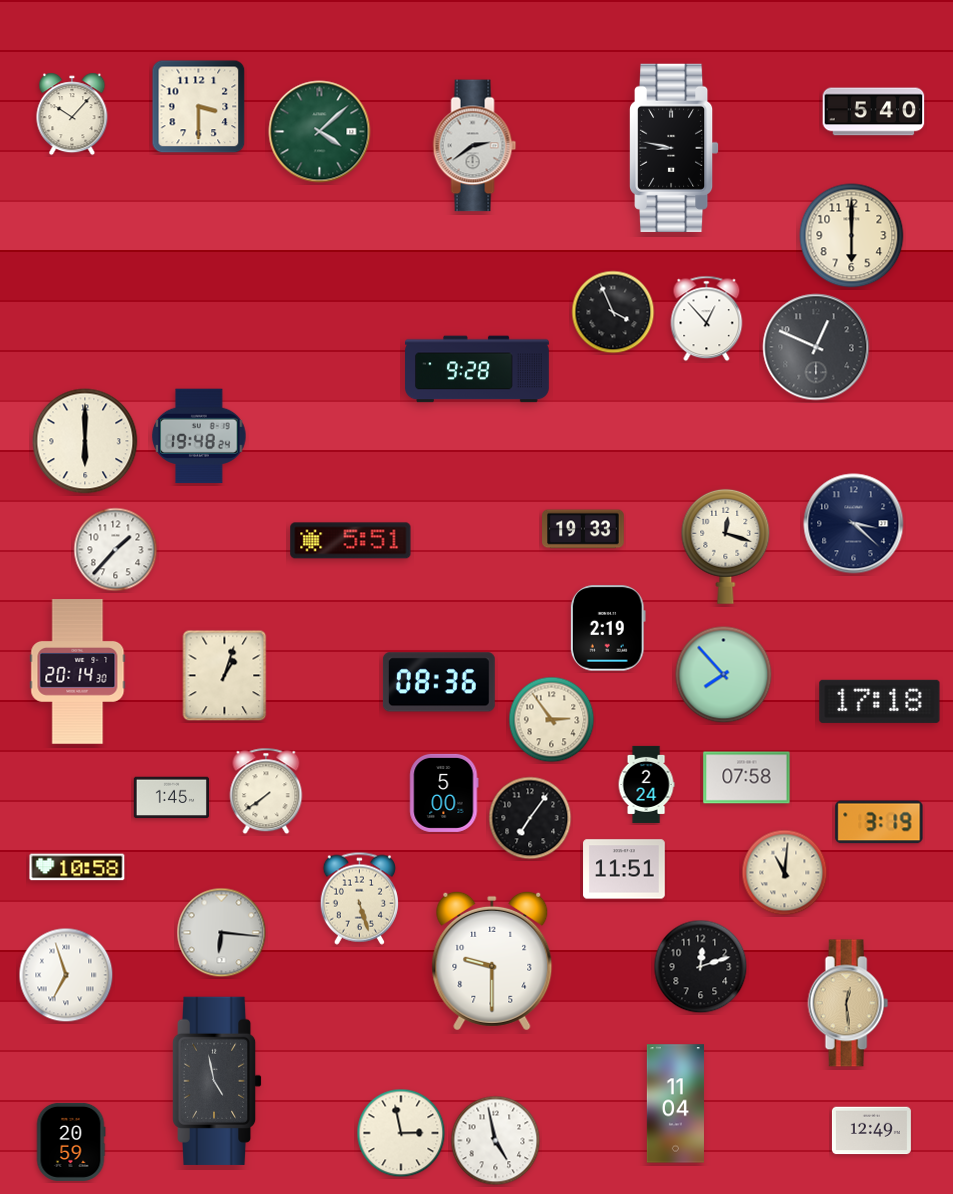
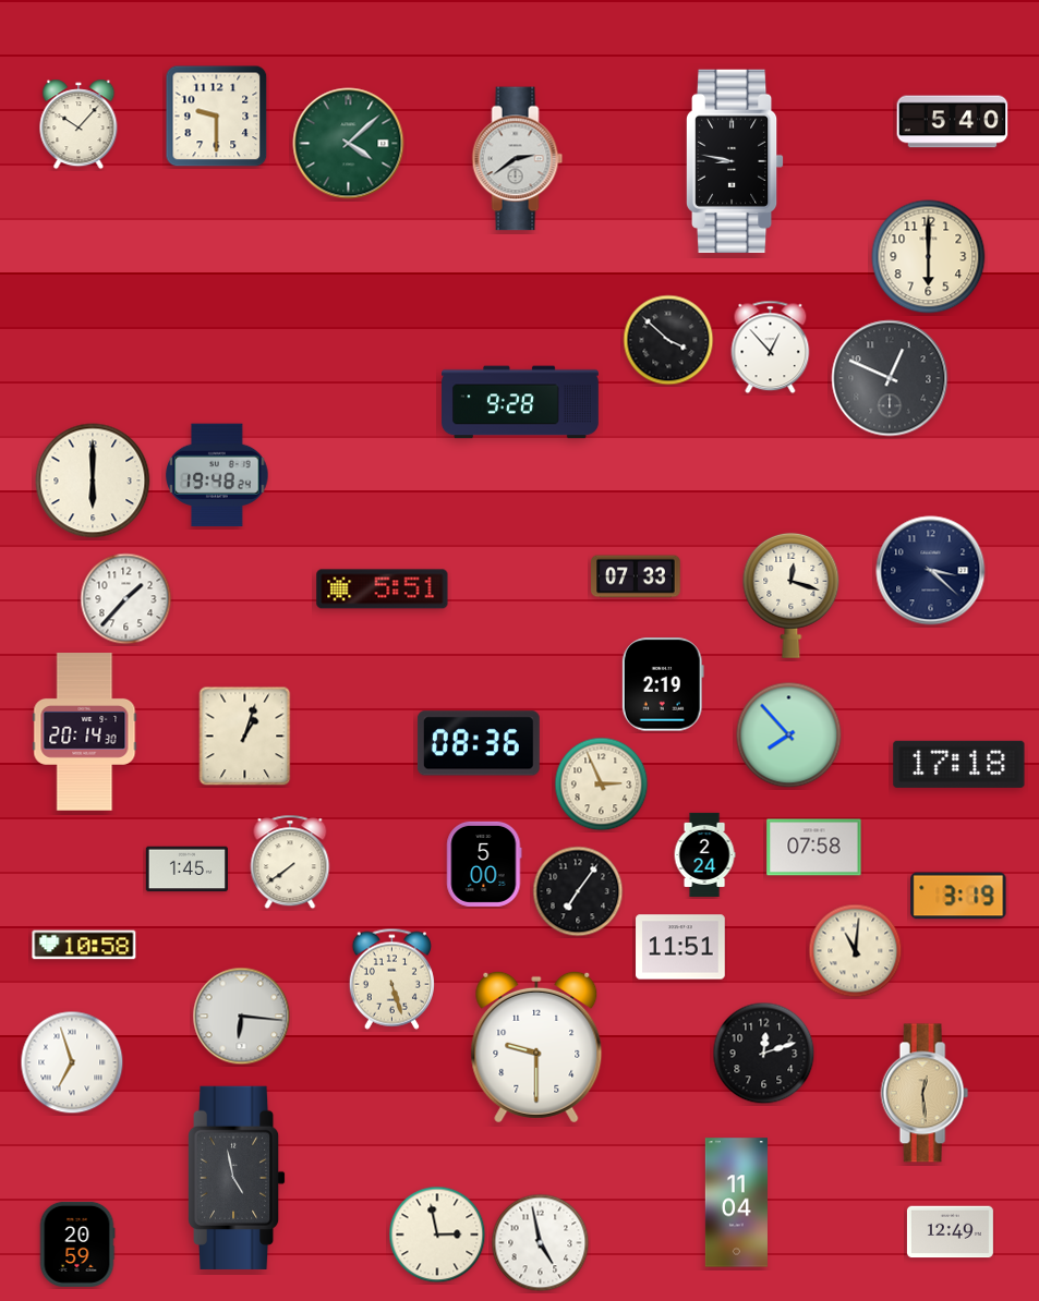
clock at (199, 107): 3:30 -> 9:30
clock at (613, 312): 3:56 -> 3:52
clock at (583, 529): 19:33 -> 07:33
clock at (552, 720): 2:54 -> 2:56
